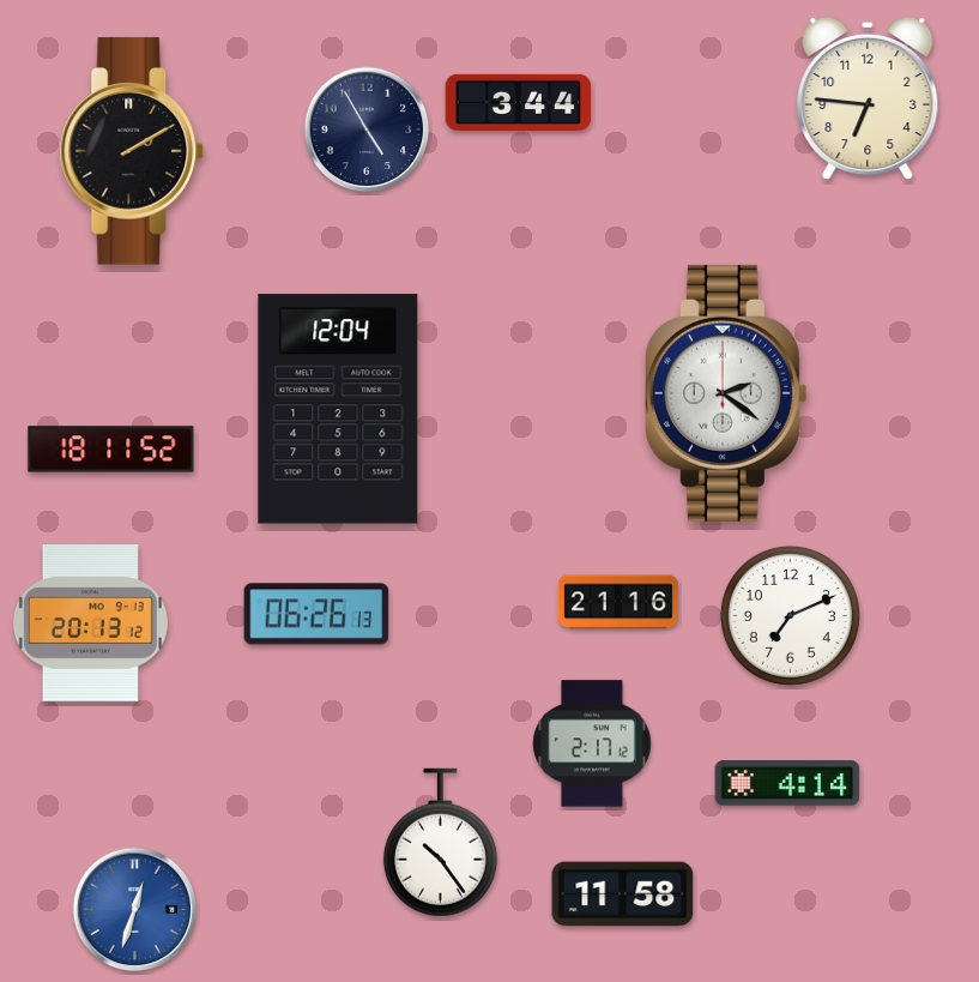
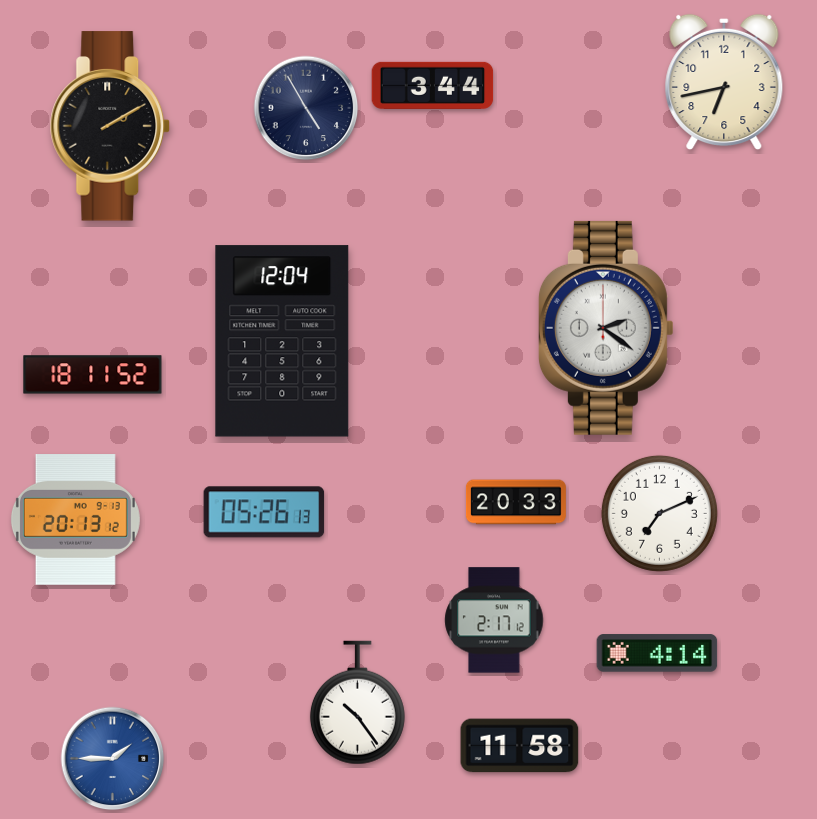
clock at (868, 98): 6:46 -> 6:43
clock at (618, 602): 21:16 -> 20:33
clock at (316, 614): 06:26 -> 05:26
clock at (440, 843) position: (440, 843) -> (357, 703)
clock at (135, 910): 12:33 -> 1:45
